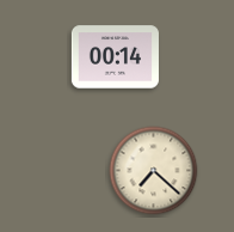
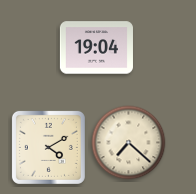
clock at (115, 57): 00:14 -> 19:04
clock at (48, 147): none -> 4:10
